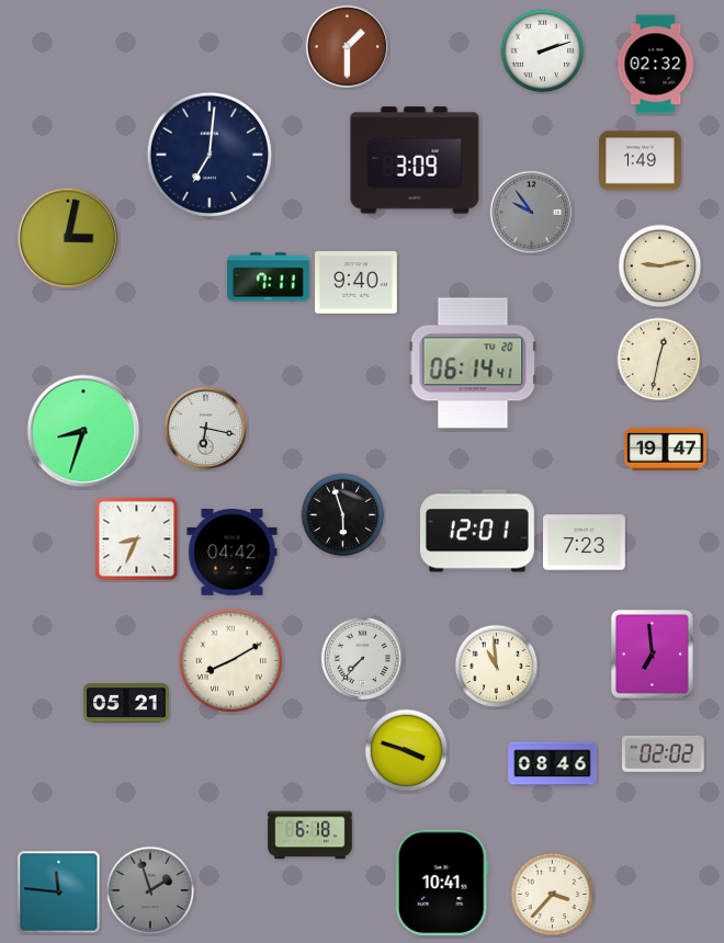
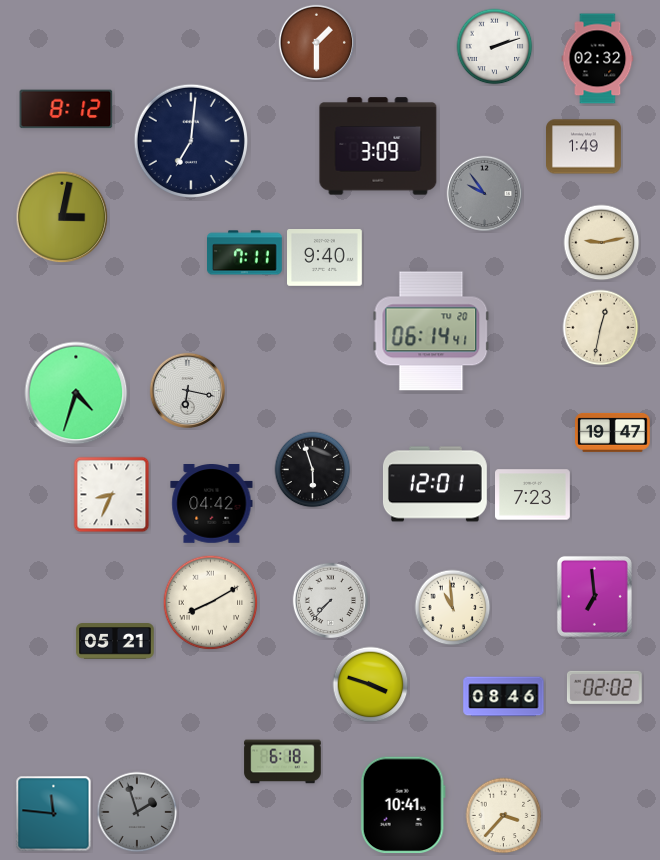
clock at (66, 109): none -> 8:12
clock at (83, 431): 8:33 -> 4:33
clock at (666, 448) position: (666, 448) -> (613, 432)
clock at (137, 539) position: (137, 539) -> (112, 495)
